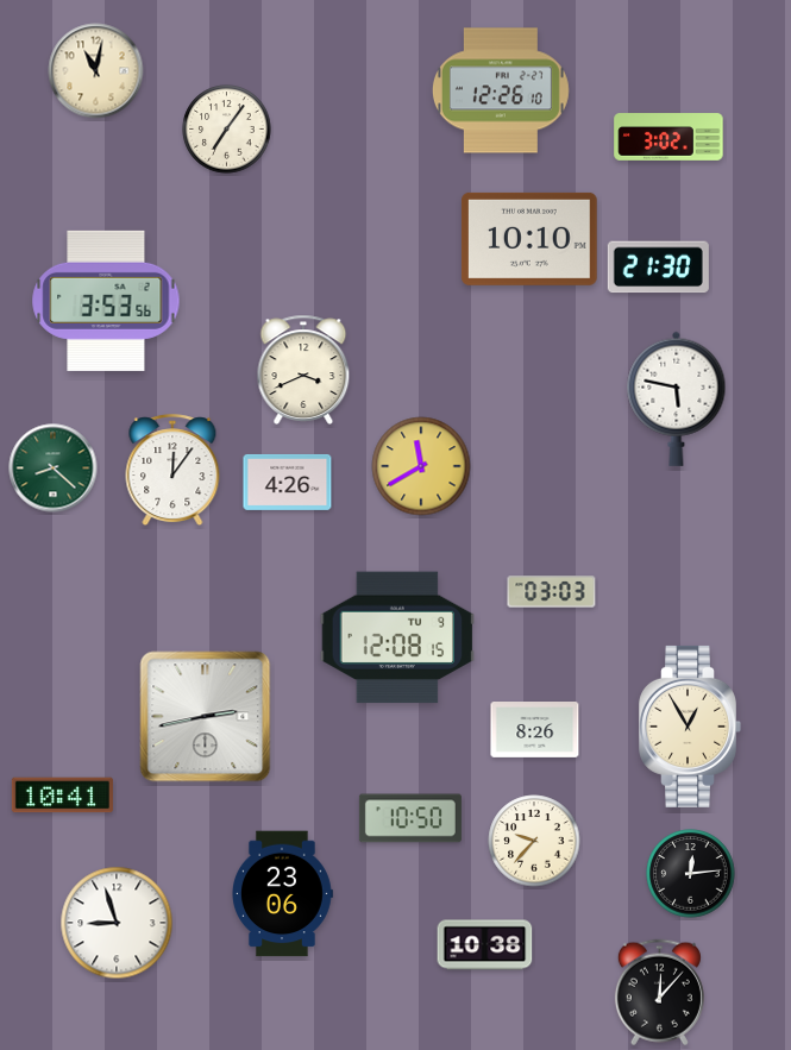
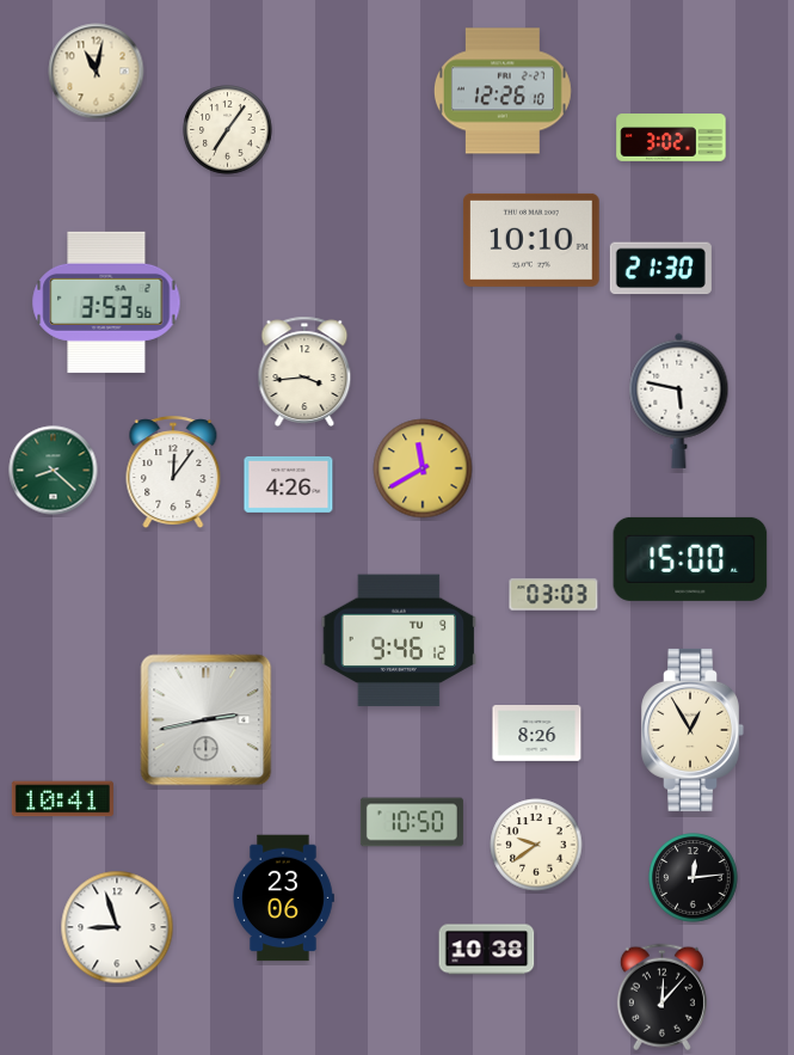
clock at (303, 370): 3:41 -> 3:44
clock at (690, 559): none -> 15:00
clock at (397, 637): 12:08 -> 9:46
clock at (534, 841): 9:37 -> 9:39
